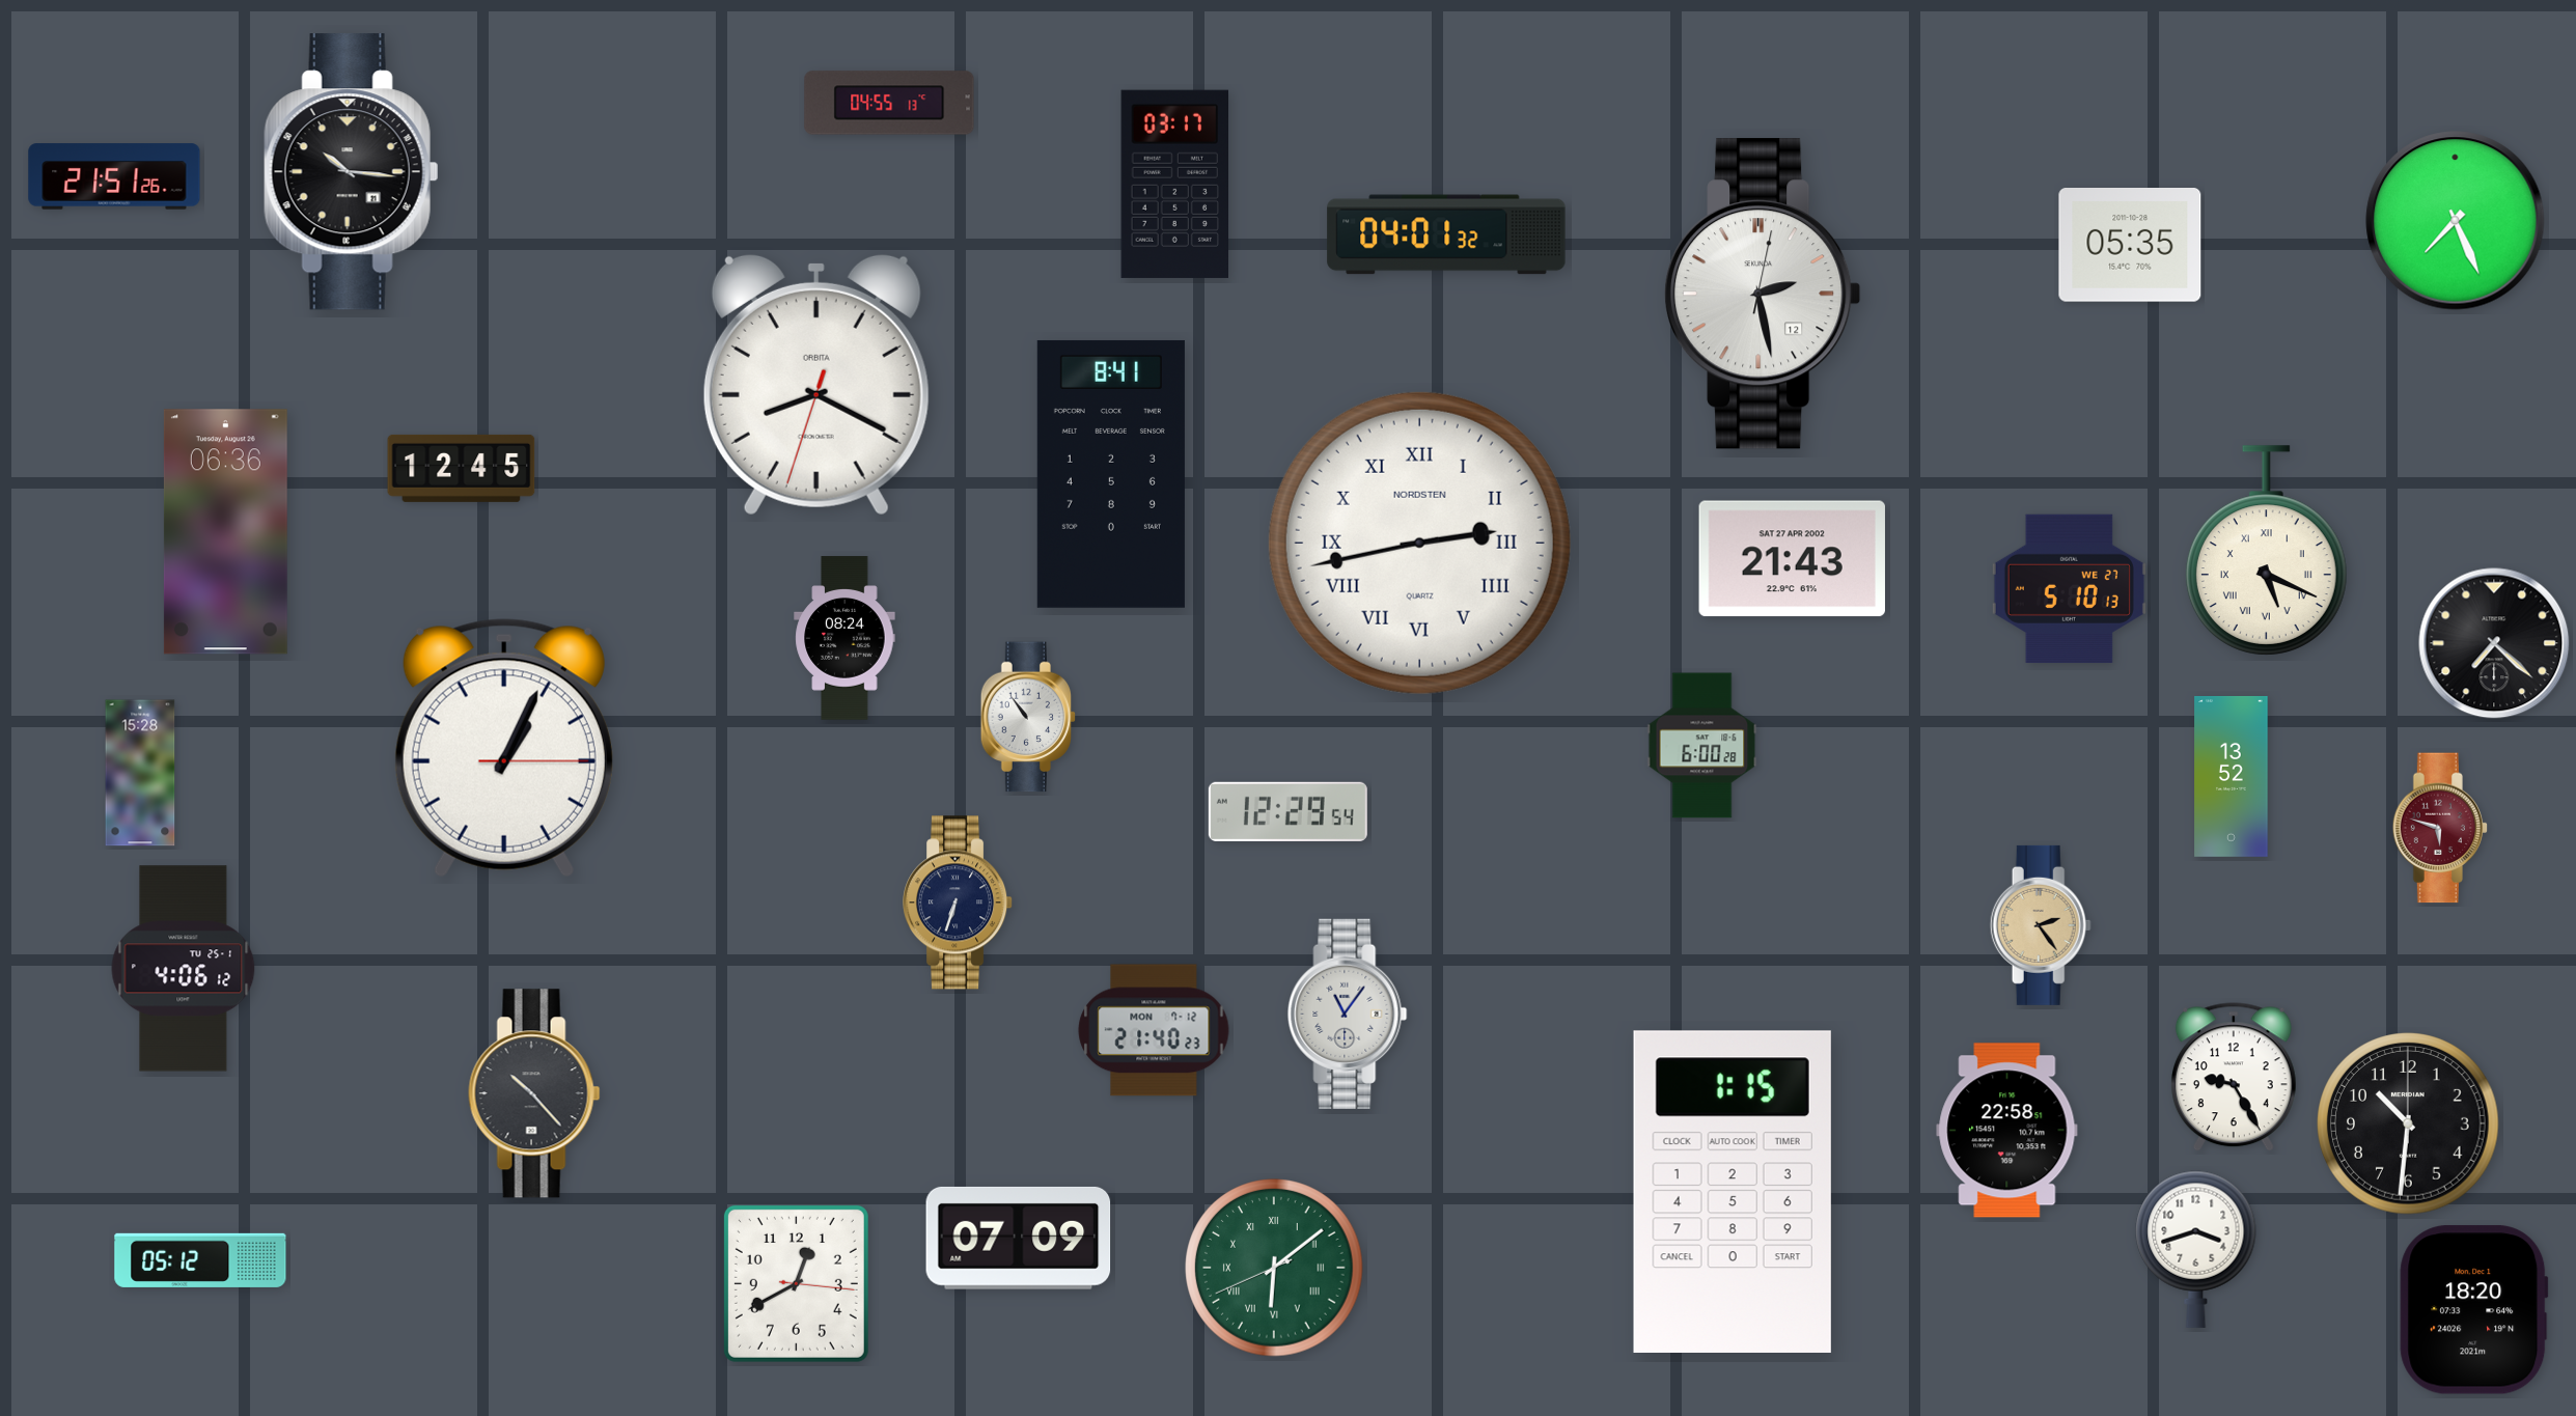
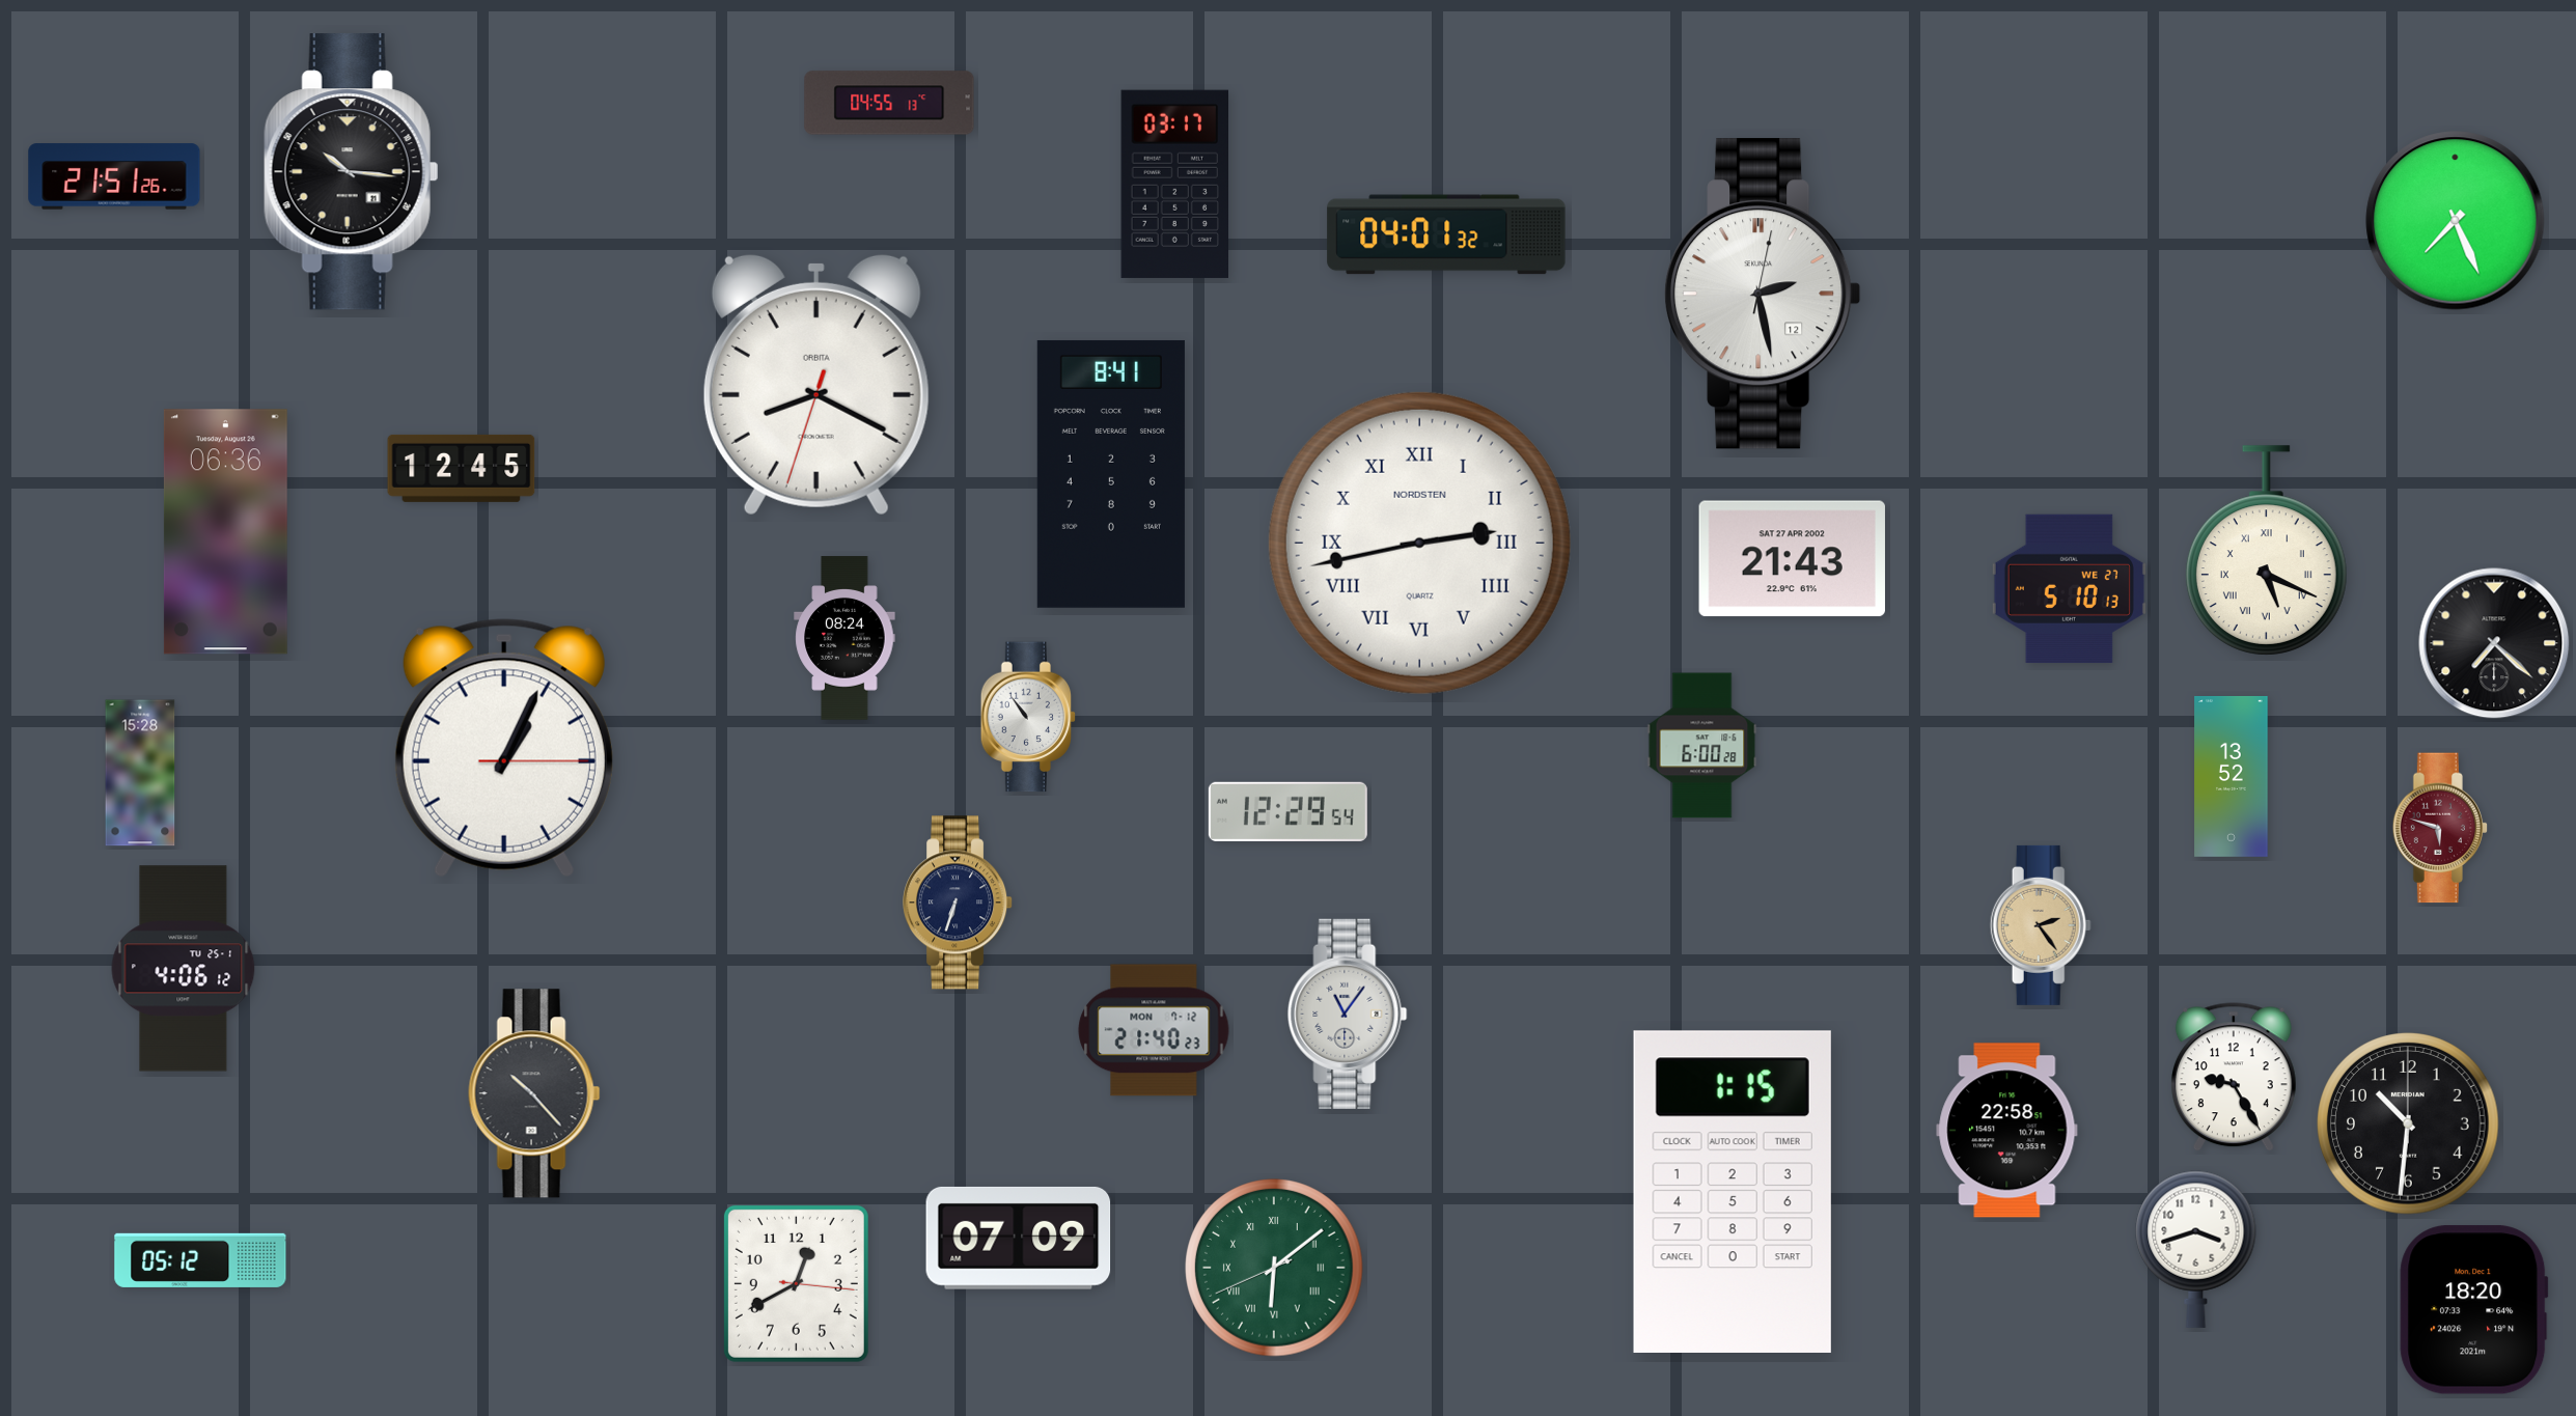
clock at (2130, 246): 05:35 -> none
